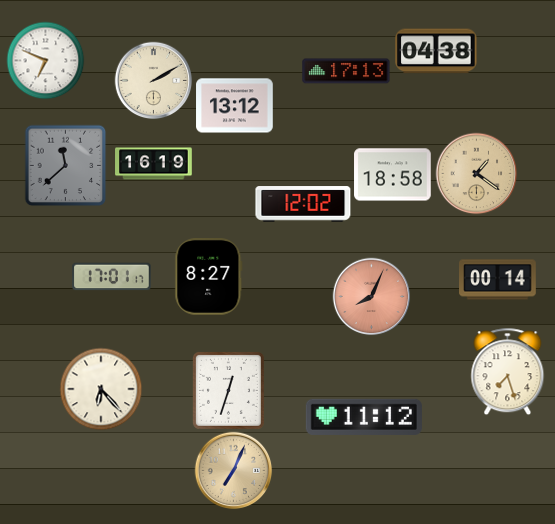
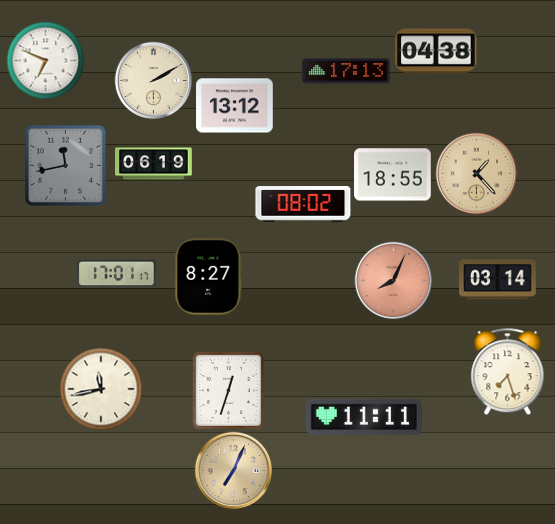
clock at (154, 164): 16:19 -> 06:19
clock at (65, 165): 11:38 -> 11:43
clock at (476, 173): 1:21 -> 1:23
clock at (393, 175): 18:58 -> 18:55
clock at (303, 204): 12:02 -> 08:02
clock at (112, 277) position: (112, 277) -> (117, 274)
clock at (498, 280): 00:14 -> 03:14
clock at (371, 296) position: (371, 296) -> (393, 280)
clock at (101, 389): 6:23 -> 11:43
clock at (364, 417): 11:12 -> 11:11
